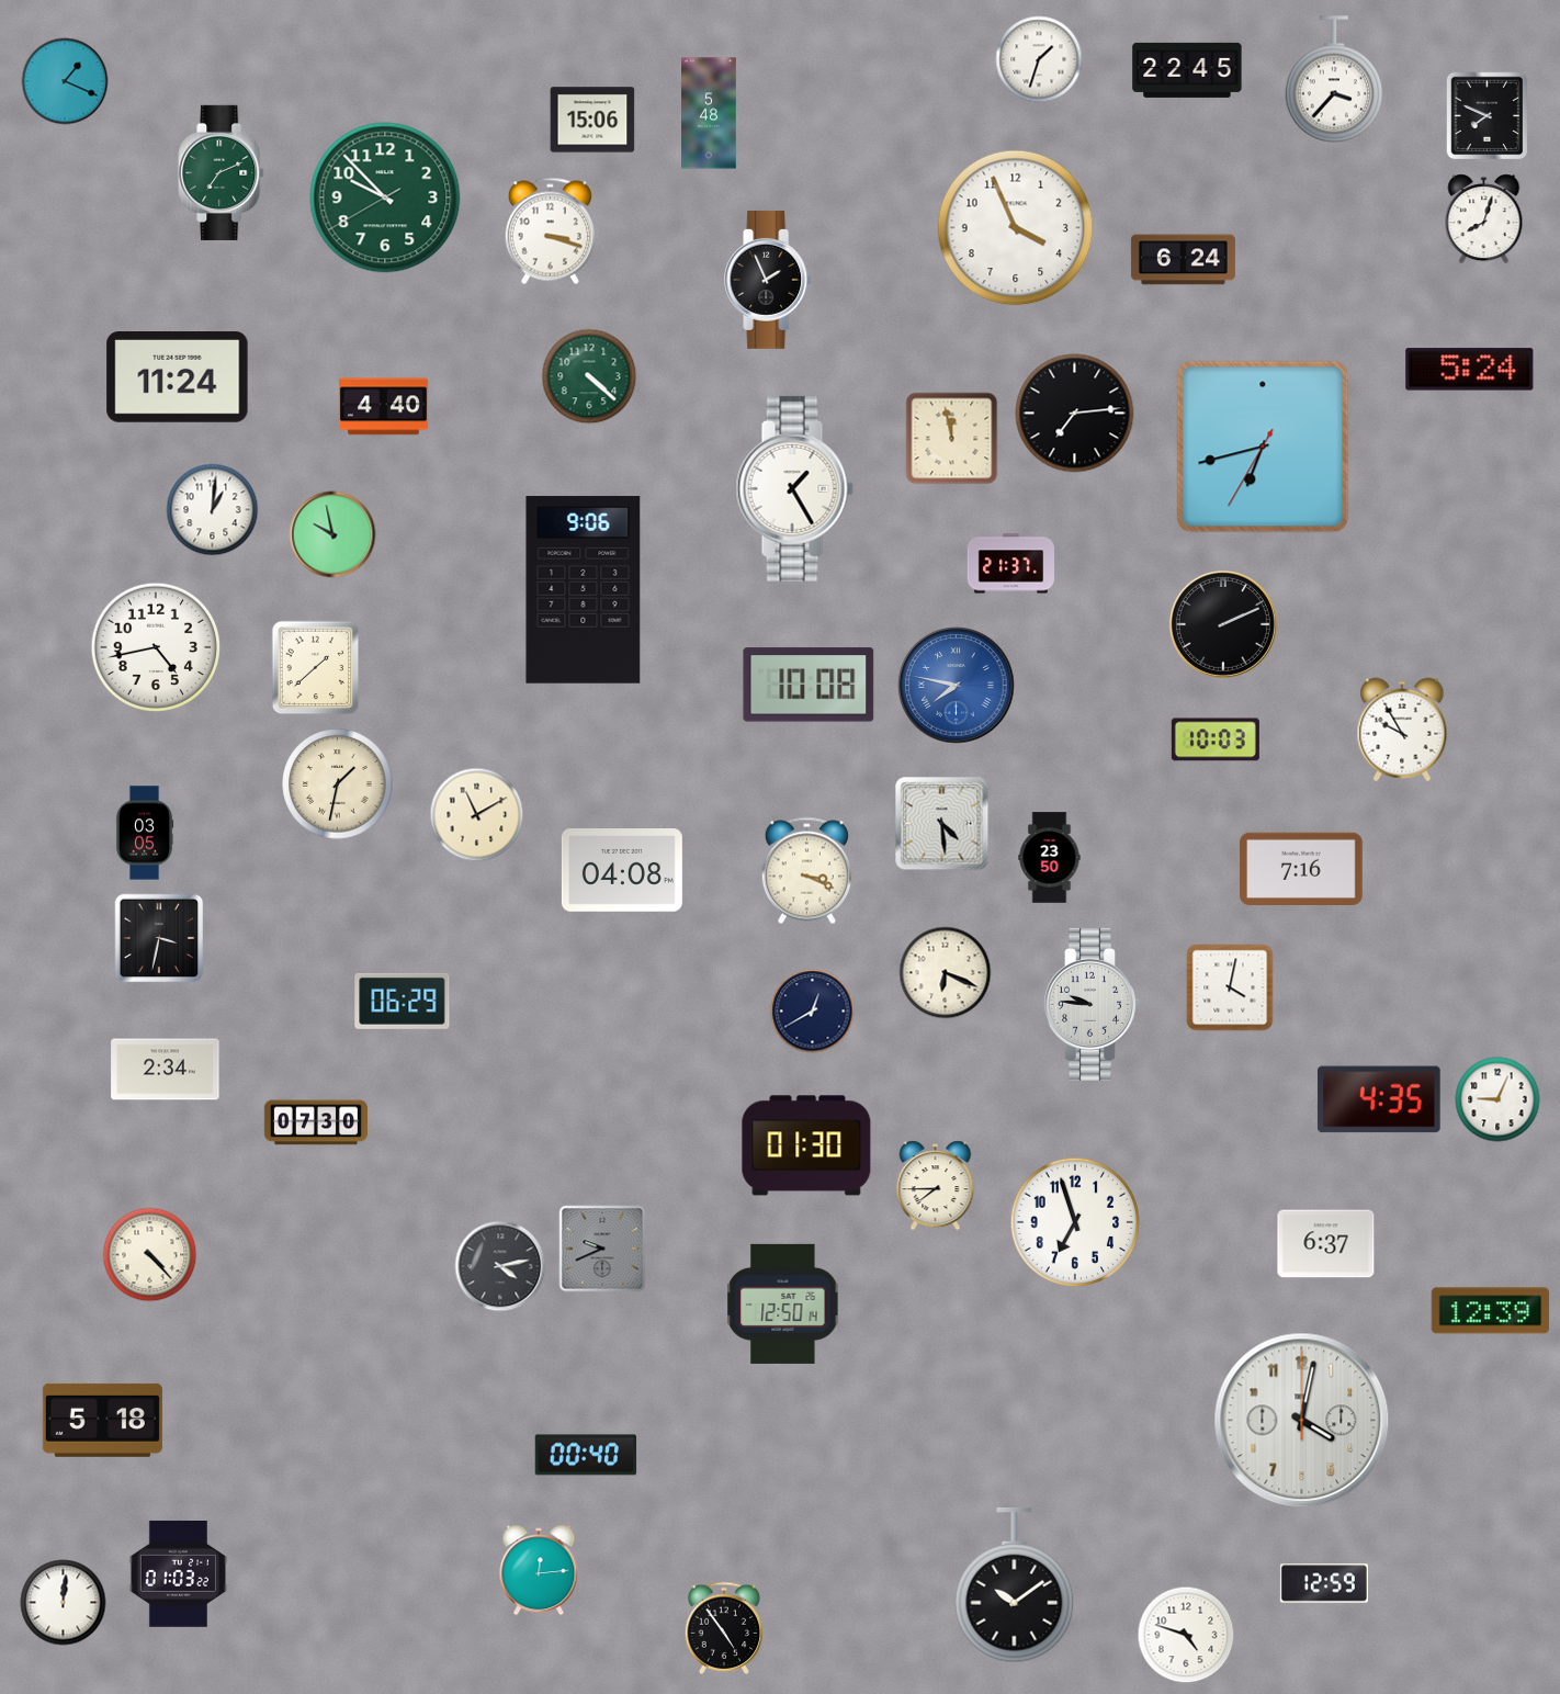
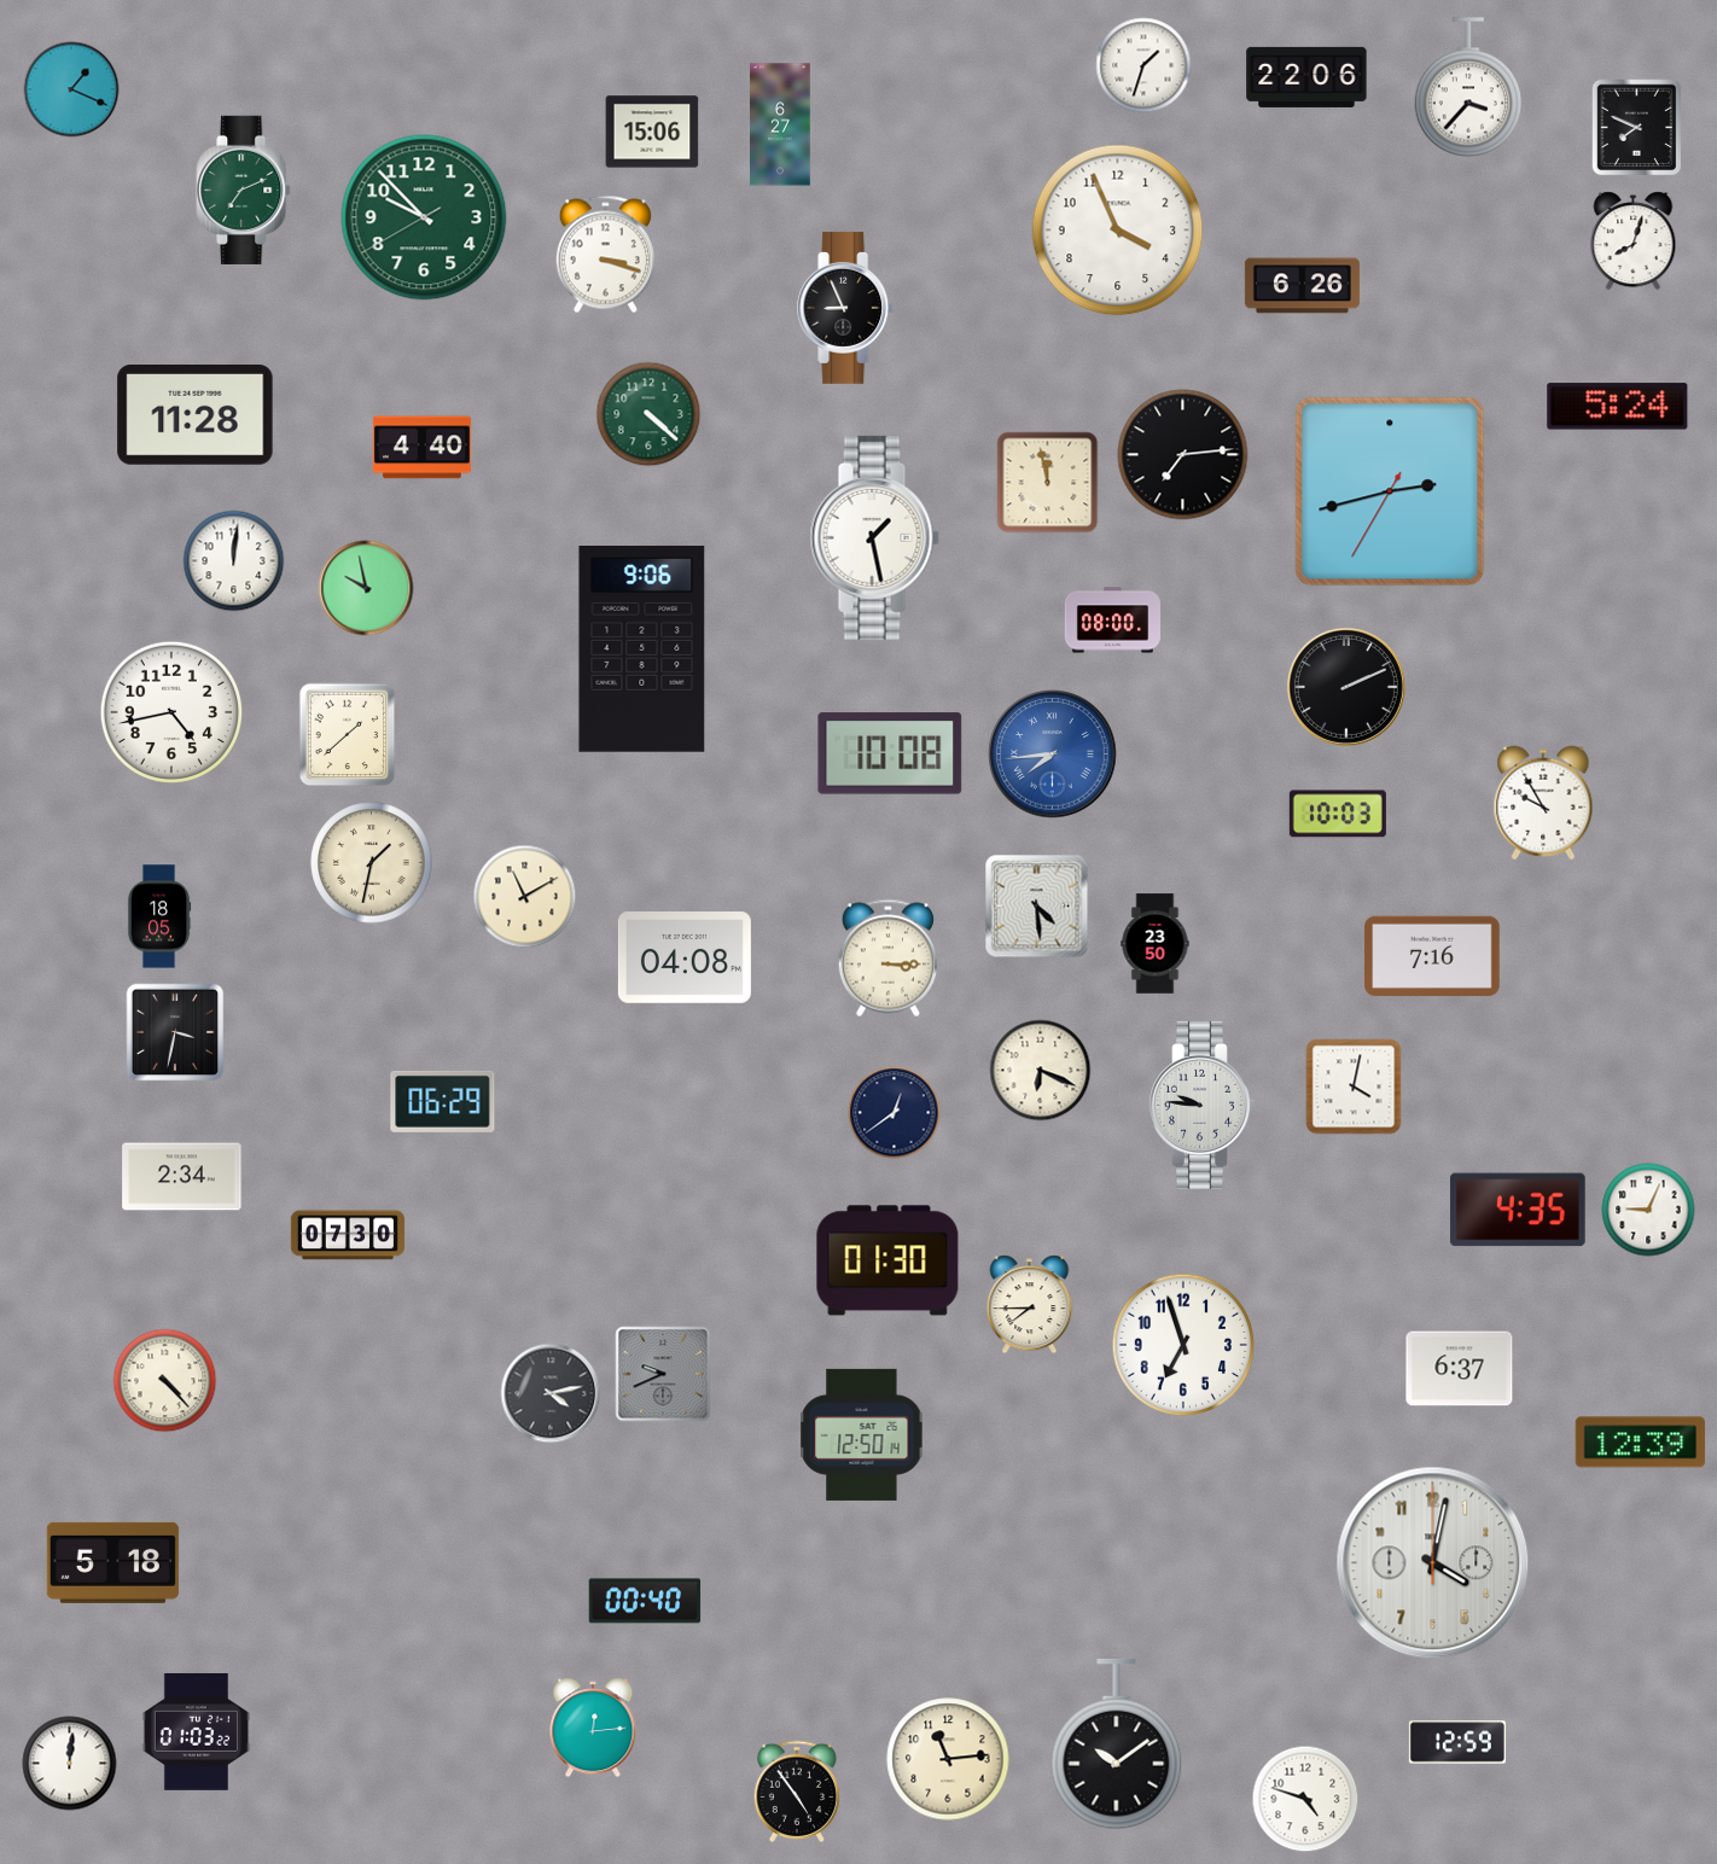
clock at (1187, 70): 22:45 -> 22:06
clock at (709, 113): 5:48 -> 6:27
clock at (1016, 228) position: (1016, 228) -> (1118, 231)
clock at (1183, 260): 6:24 -> 6:26
clock at (769, 280): 1:56 -> 8:56
clock at (178, 377): 11:24 -> 11:28
clock at (1263, 447): 6:42 -> 2:42
clock at (794, 488): 1:25 -> 1:28
clock at (213, 510): 1:01 -> 12:01
clock at (1011, 564): 21:37 -> 08:00
clock at (957, 686): 7:47 -> 7:44
clock at (145, 833): 03:05 -> 18:05
clock at (806, 871): 3:19 -> 3:15
clock at (813, 1012): 12:40 -> 12:39
clock at (948, 1759): none -> 11:14
